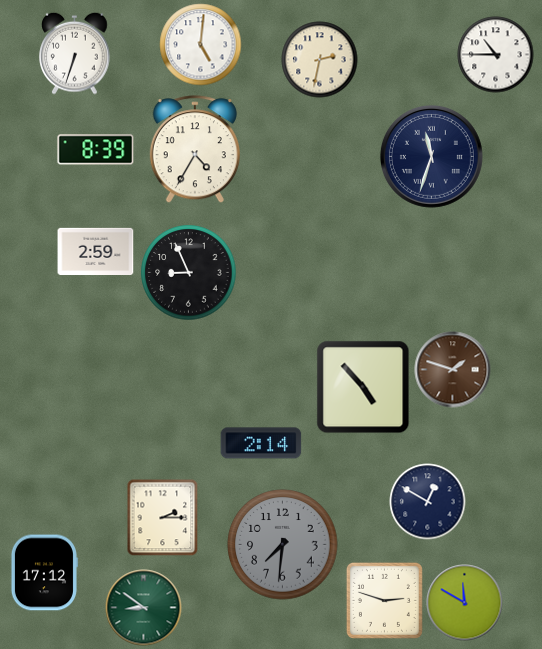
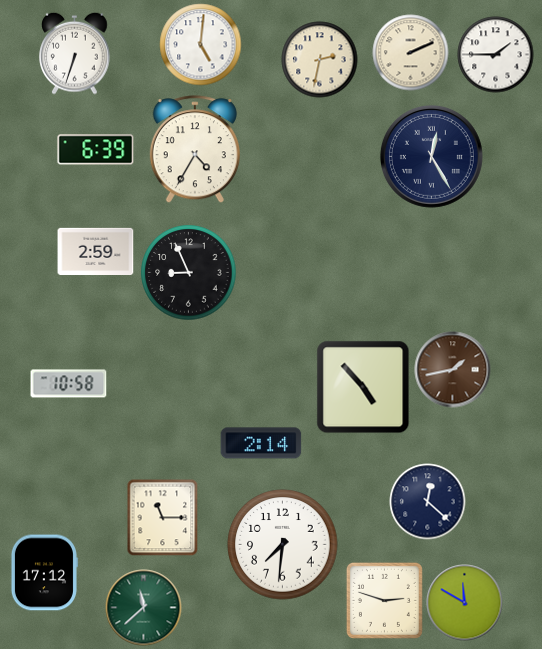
clock at (411, 53): none -> 2:11
clock at (496, 55): 10:45 -> 1:45
clock at (96, 150): 8:39 -> 6:39
clock at (431, 156): 11:33 -> 12:25
clock at (453, 370): 1:48 -> 1:43
clock at (69, 384): none -> 10:58
clock at (428, 502): 12:50 -> 12:22
clock at (163, 517): 2:15 -> 11:15
clock at (283, 545) dial: grey -> white
clock at (144, 608): 8:51 -> 11:38
